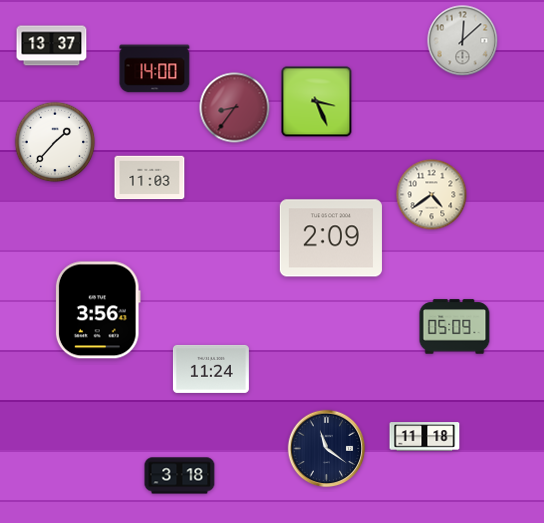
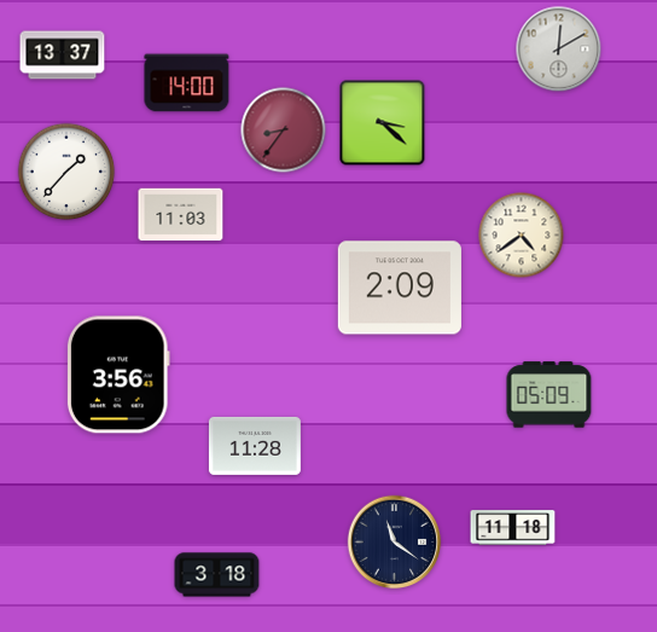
clock at (463, 41): 12:08 -> 12:10
clock at (317, 102): 3:26 -> 3:22
clock at (211, 369): 11:24 -> 11:28
